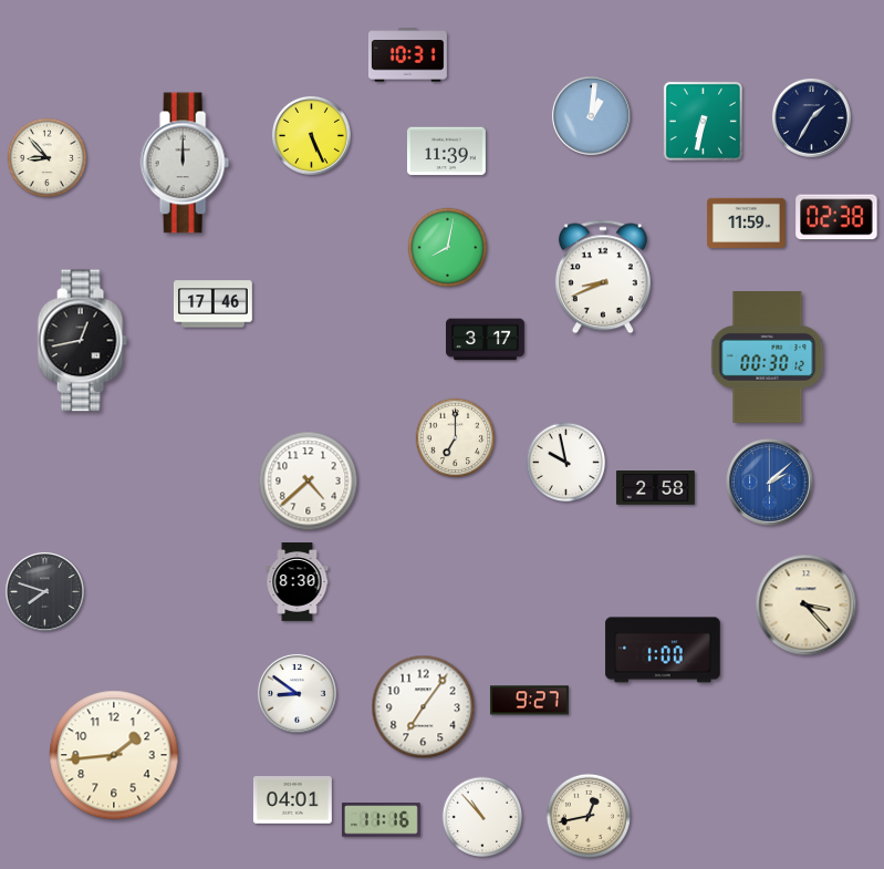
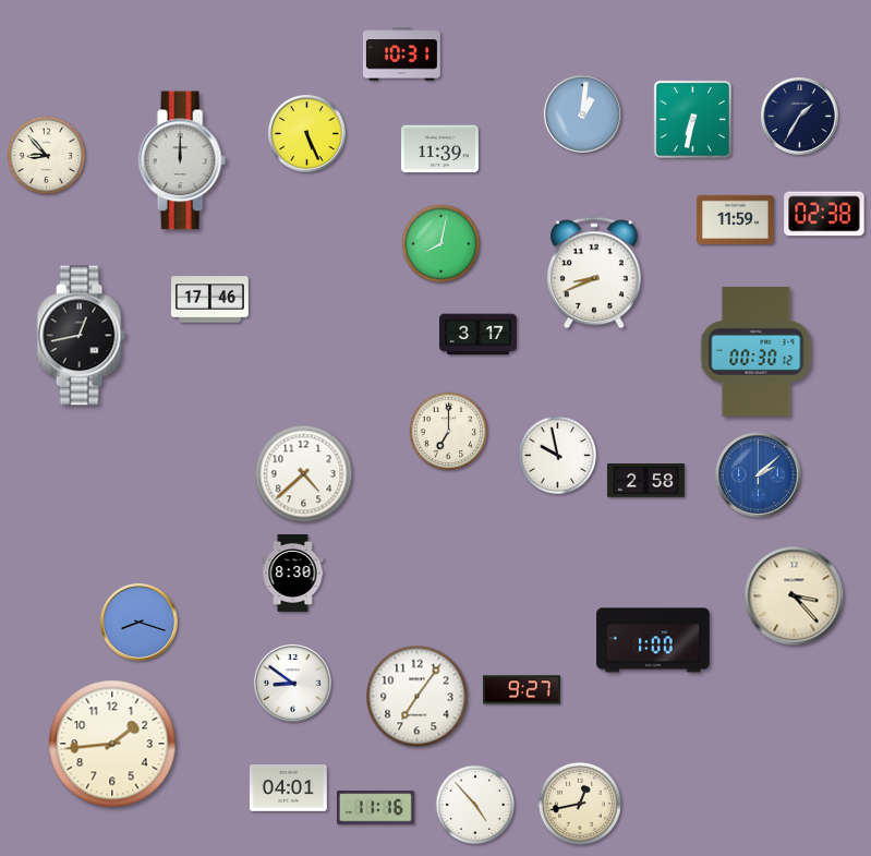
clock at (44, 591): 7:48 -> none
clock at (138, 622): none -> 8:18
clock at (482, 817): 10:53 -> 4:53
